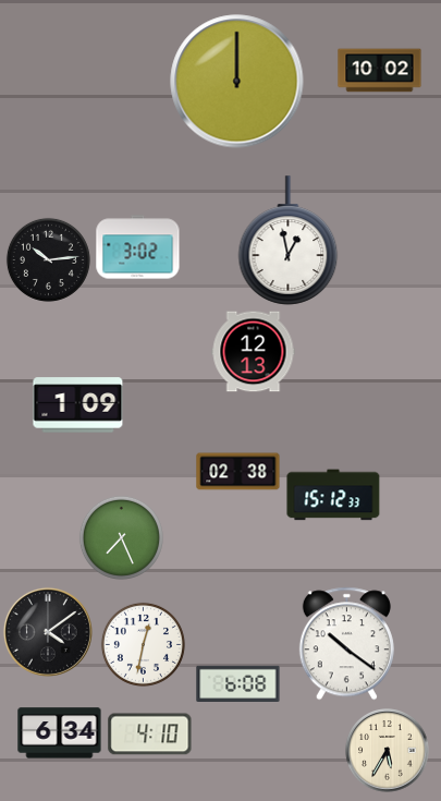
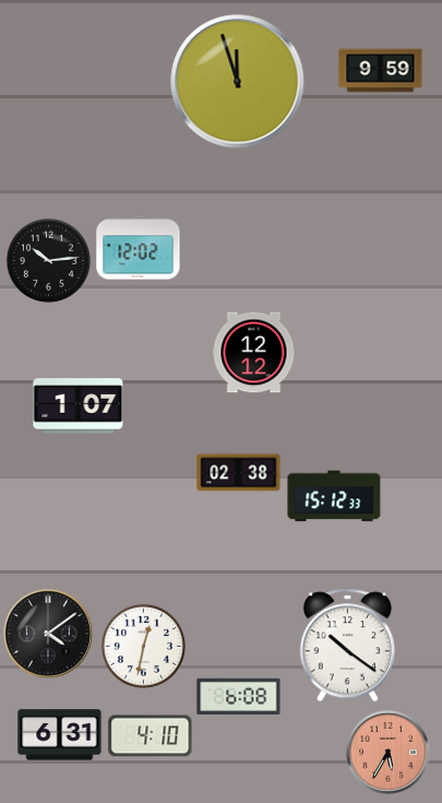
clock at (380, 71): 10:02 -> 9:59
clock at (237, 82): 12:00 -> 11:57
clock at (289, 241): 12:58 -> none
clock at (138, 247): 3:02 -> 12:02
clock at (254, 352): 12:13 -> 12:12
clock at (78, 405): 1:09 -> 1:07
clock at (121, 537): 7:26 -> none
clock at (238, 683) position: (238, 683) -> (239, 696)
clock at (60, 733): 6:34 -> 6:31
clock at (388, 751) dial: cream -> salmon
